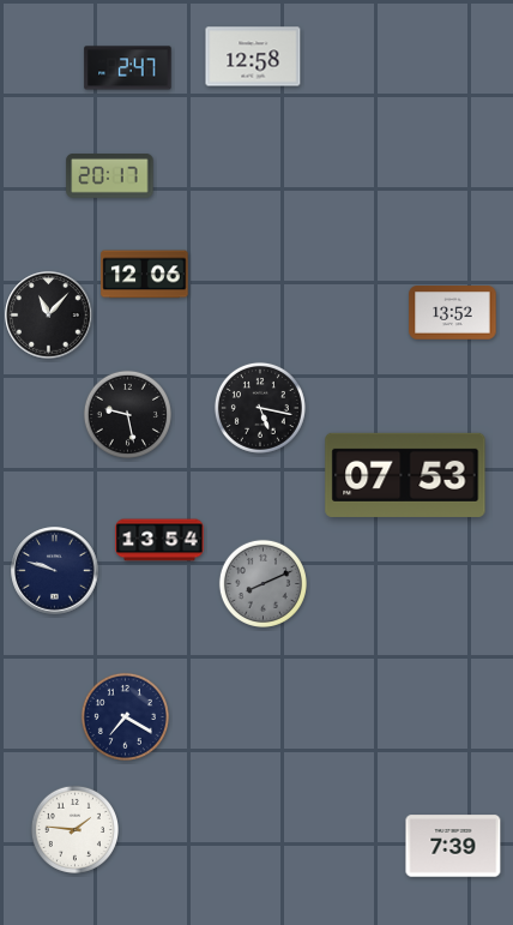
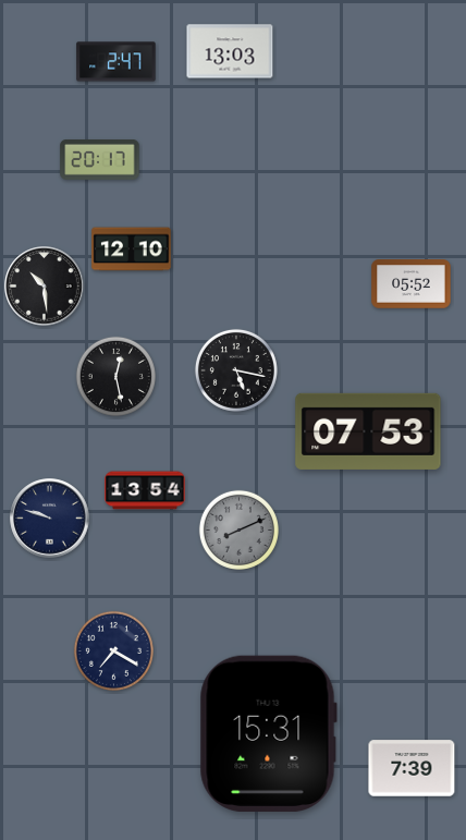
clock at (253, 56): 12:58 -> 13:03
clock at (145, 275): 12:06 -> 12:10
clock at (453, 313): 13:52 -> 05:52
clock at (49, 316): 11:07 -> 10:29
clock at (127, 414): 9:28 -> 12:28
clock at (268, 733): none -> 15:31
clock at (74, 829): 1:46 -> none
